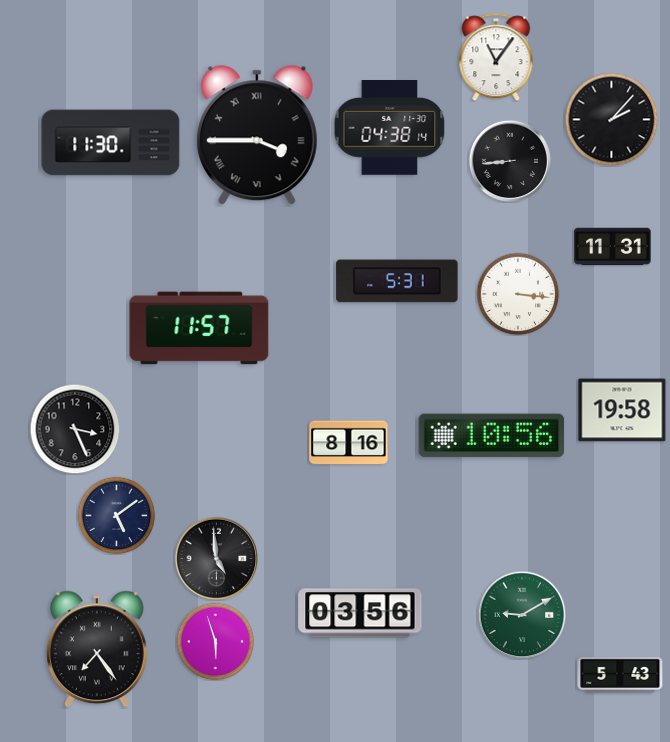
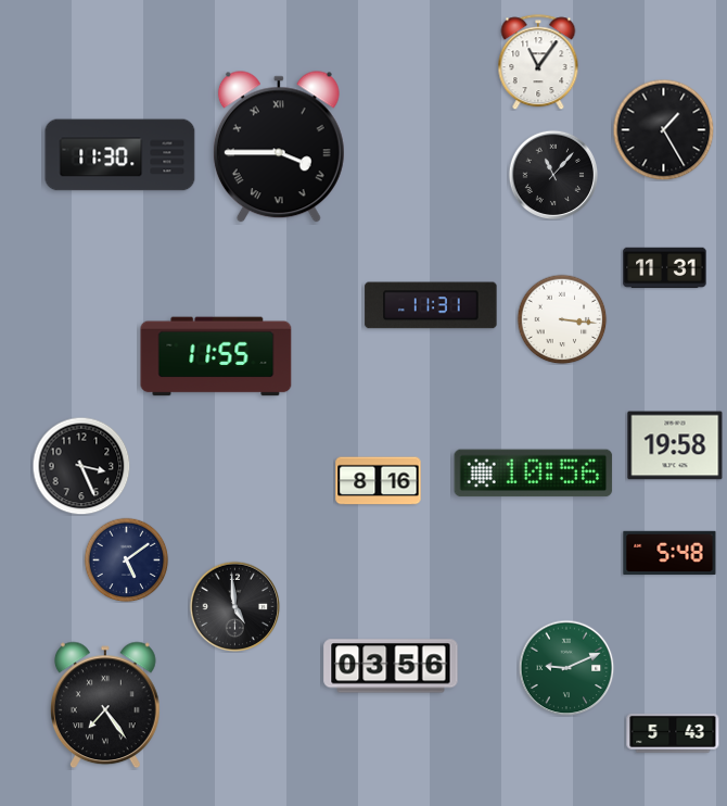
clock at (611, 119): 2:07 -> 1:25
clock at (390, 128): 04:38 -> none
clock at (510, 161): 8:44 -> 11:07
clock at (397, 281): 5:31 -> 11:31
clock at (199, 328): 11:57 -> 11:55
clock at (669, 552): none -> 5:48
clock at (522, 615): 9:10 -> 9:11
clock at (215, 641): 5:57 -> none
